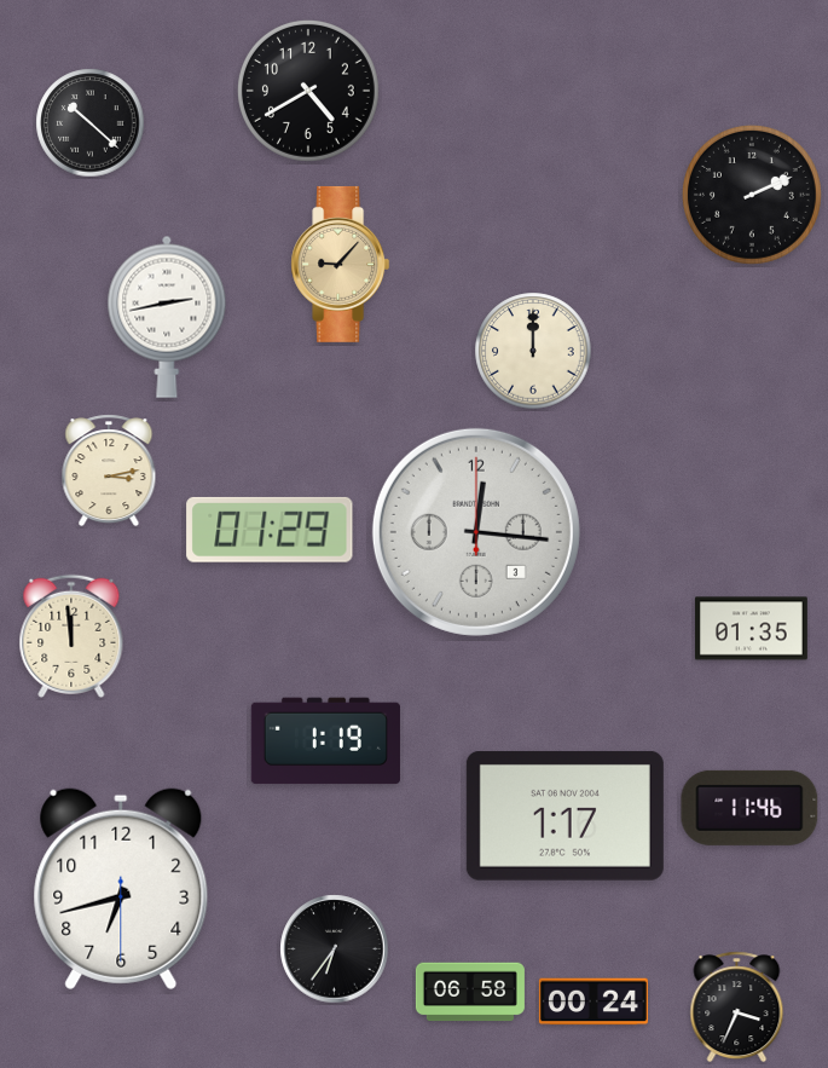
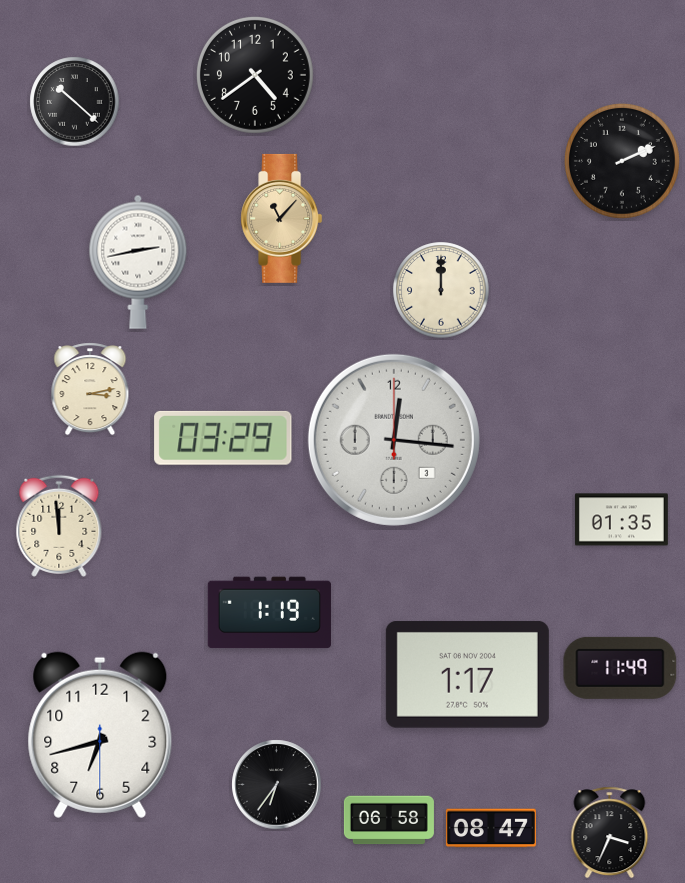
clock at (308, 91): 4:40 -> 4:39
clock at (341, 264): 9:07 -> 11:07
clock at (270, 530): 01:29 -> 03:29
clock at (749, 808): 11:46 -> 11:49
clock at (594, 1001): 00:24 -> 08:47
